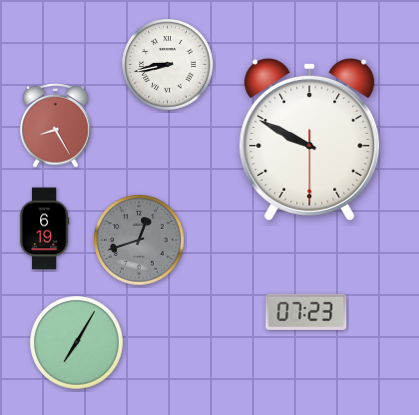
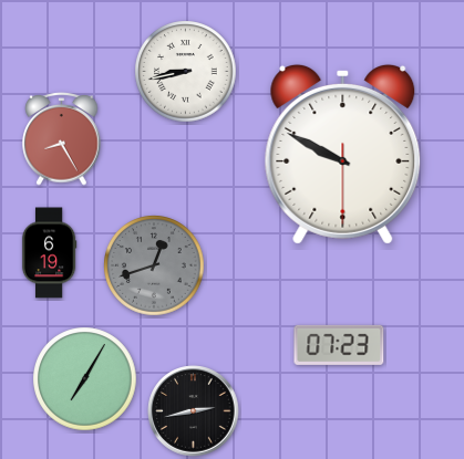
clock at (194, 411): none -> 2:43
